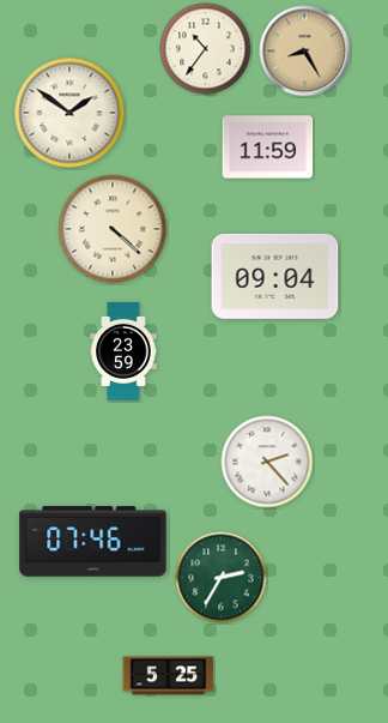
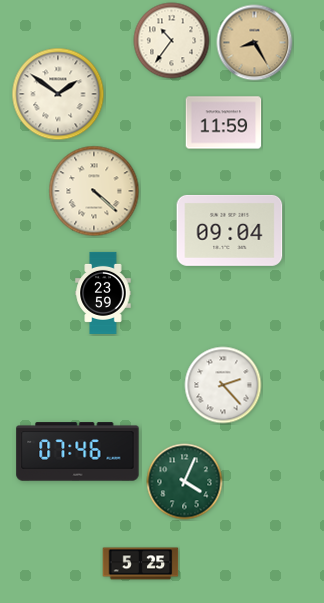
clock at (222, 578): 2:35 -> 4:04
